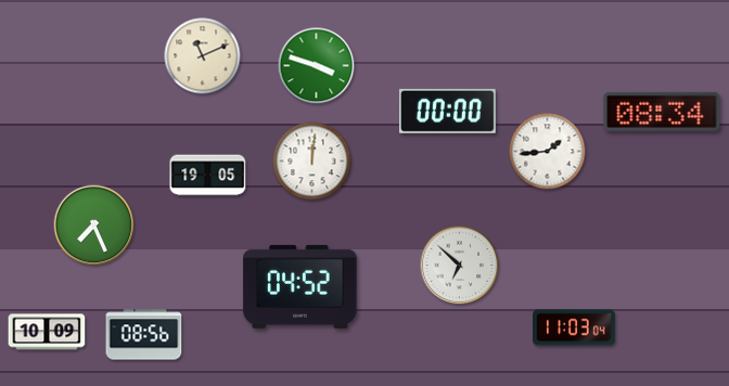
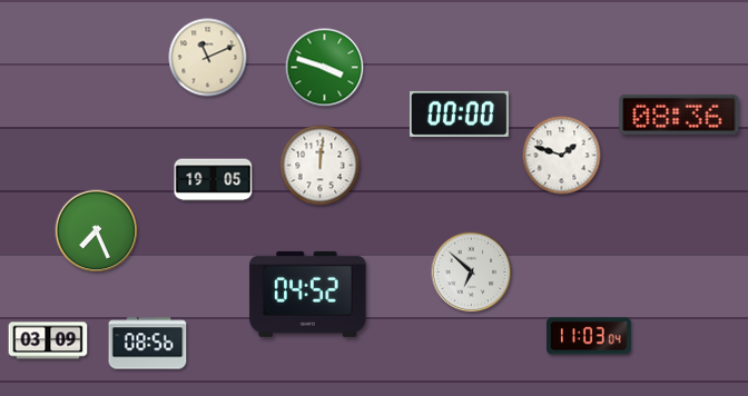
clock at (662, 112): 08:34 -> 08:36
clock at (548, 152): 1:44 -> 1:48
clock at (47, 332): 10:09 -> 03:09
